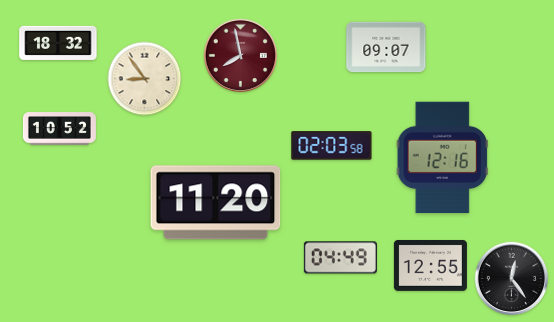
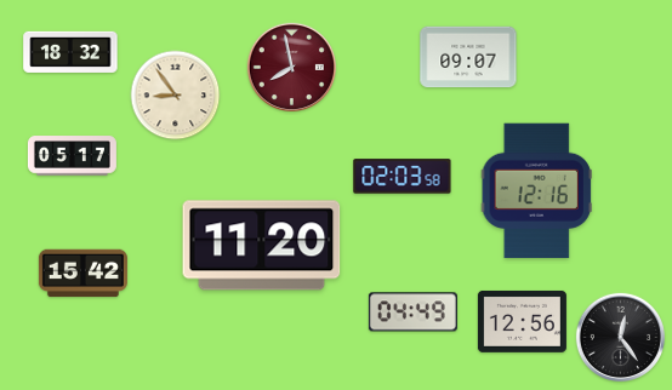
clock at (59, 129): 10:52 -> 05:17
clock at (82, 274): none -> 15:42
clock at (430, 265): 12:55 -> 12:56
